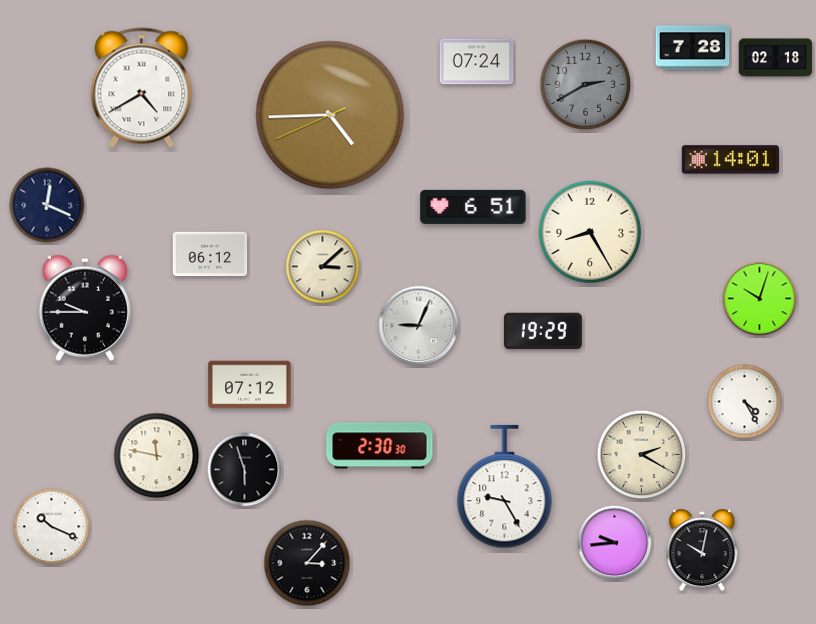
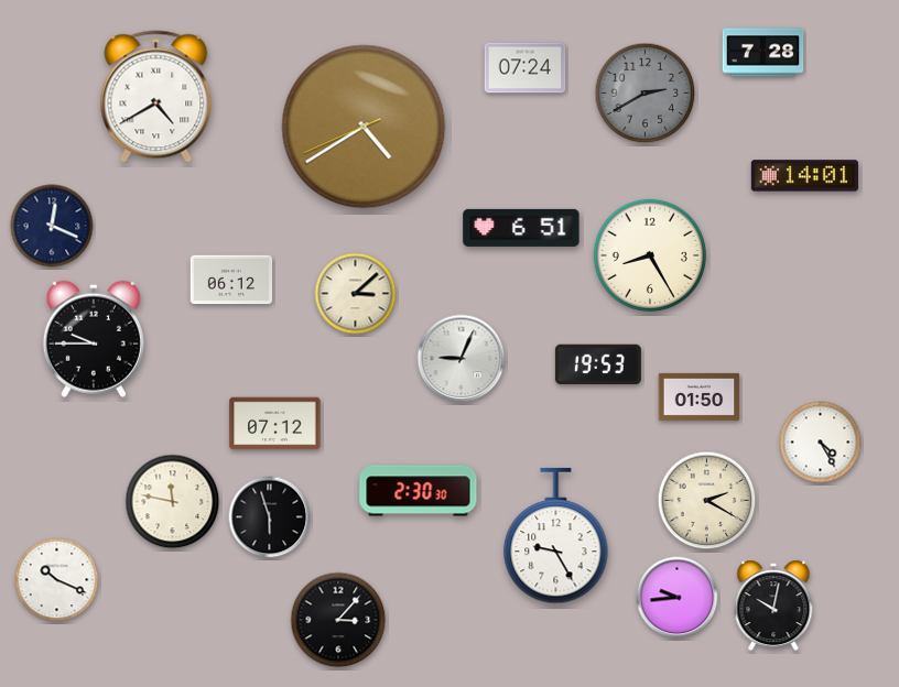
clock at (776, 58): 02:18 -> none
clock at (330, 115): 4:44 -> 4:39
clock at (760, 299): 10:03 -> none
clock at (543, 331): 19:29 -> 19:53
clock at (700, 396): none -> 01:50
